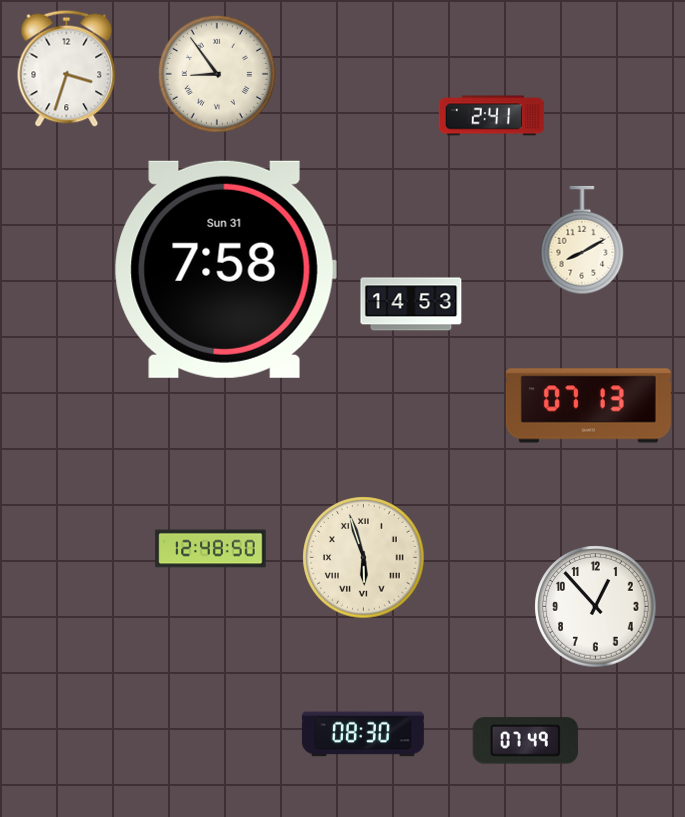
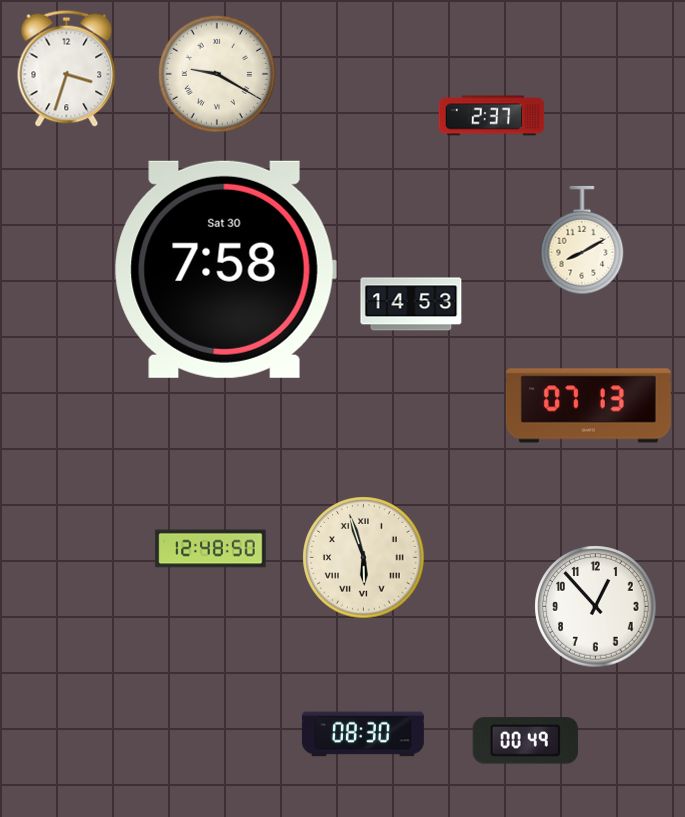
clock at (217, 74): 8:54 -> 9:20
clock at (492, 116): 2:41 -> 2:37
clock at (225, 269) date: Sun 31 -> Sat 30
clock at (525, 741): 07:49 -> 00:49
